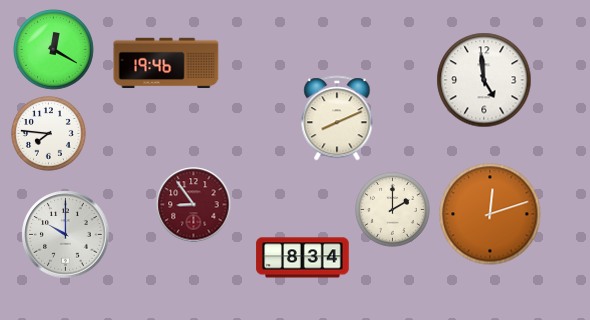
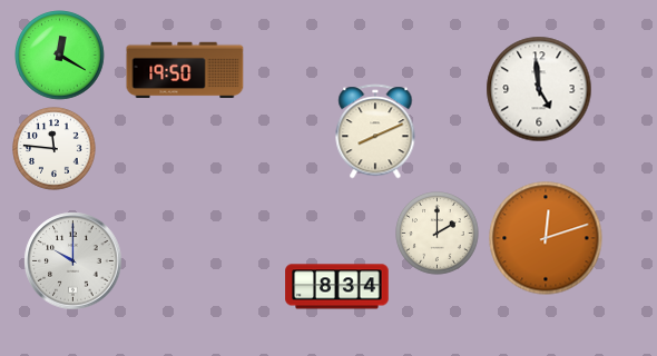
clock at (166, 63): 19:46 -> 19:50
clock at (49, 134): 7:46 -> 11:46
clock at (194, 205): 8:54 -> none
